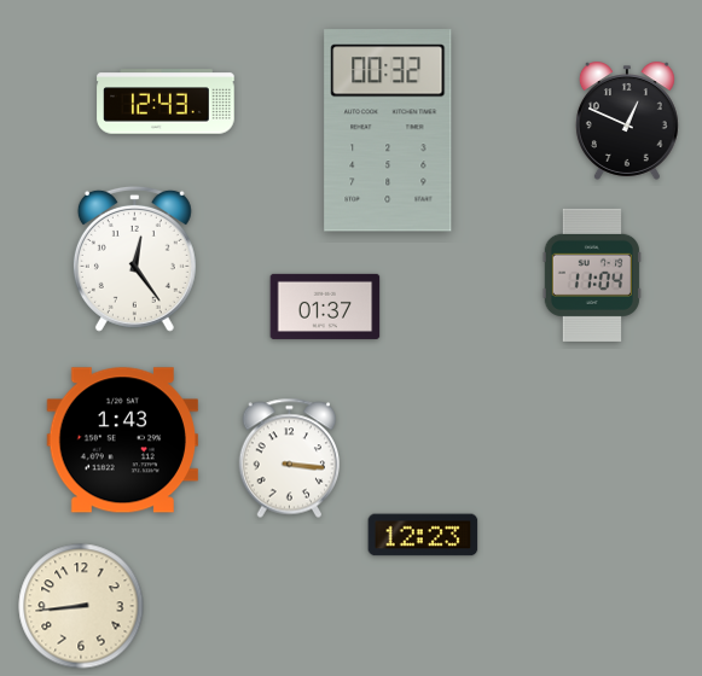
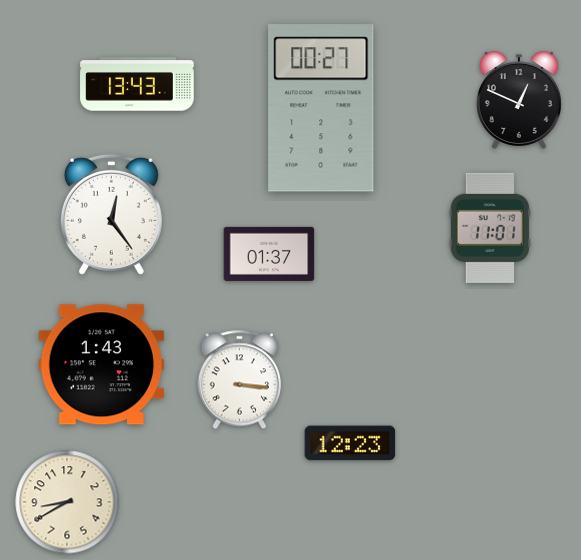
clock at (166, 101): 12:43 -> 13:43
clock at (388, 130): 00:32 -> 00:27
clock at (592, 275): 11:04 -> 11:01
clock at (81, 606): 8:44 -> 8:40
